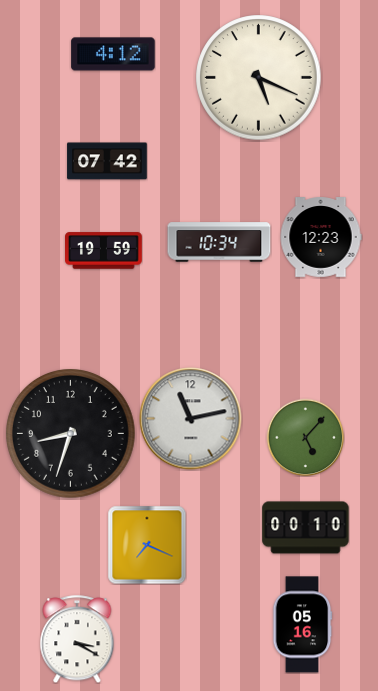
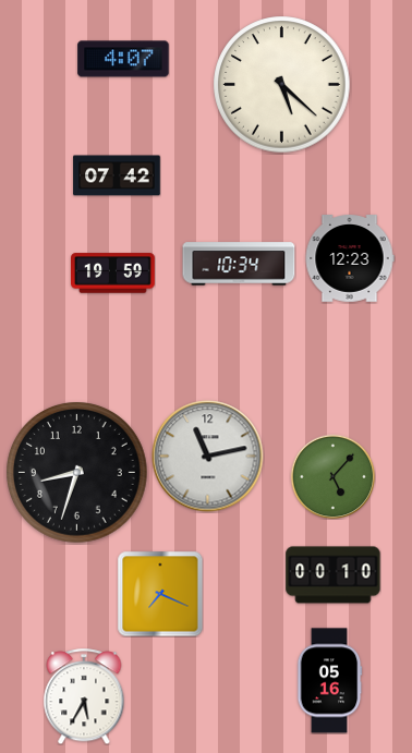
clock at (113, 54): 4:12 -> 4:07
clock at (259, 78): 5:19 -> 5:22
clock at (77, 639): 3:20 -> 5:35
